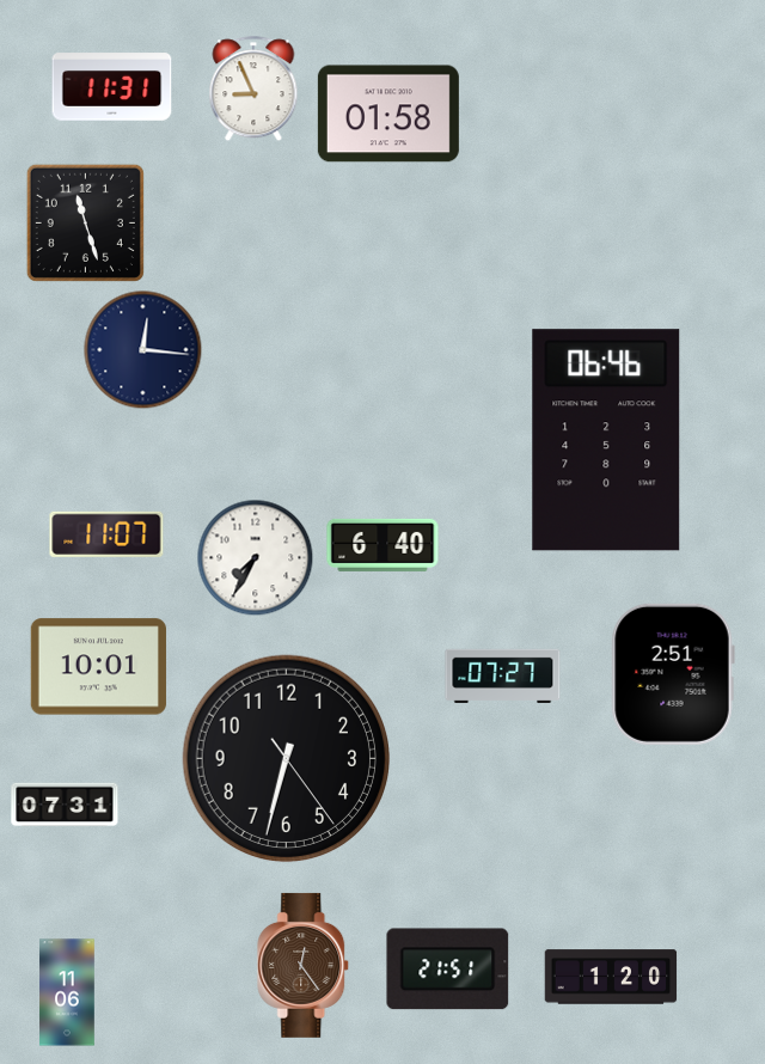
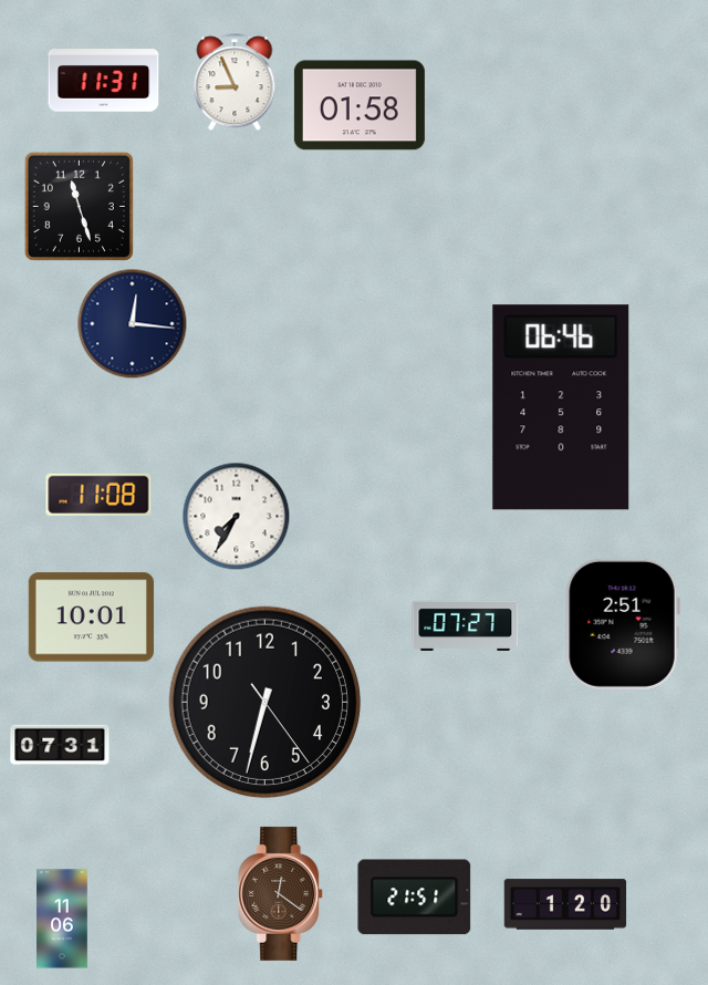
clock at (106, 534): 11:07 -> 11:08
clock at (382, 545): 6:40 -> none
clock at (304, 965): 12:24 -> 12:21
